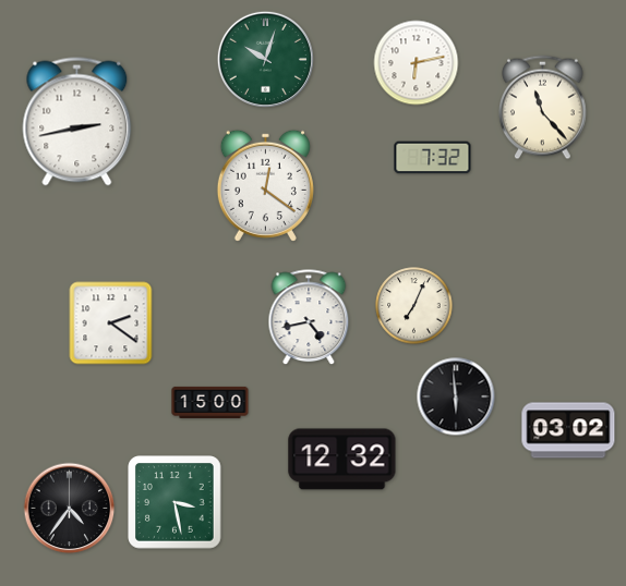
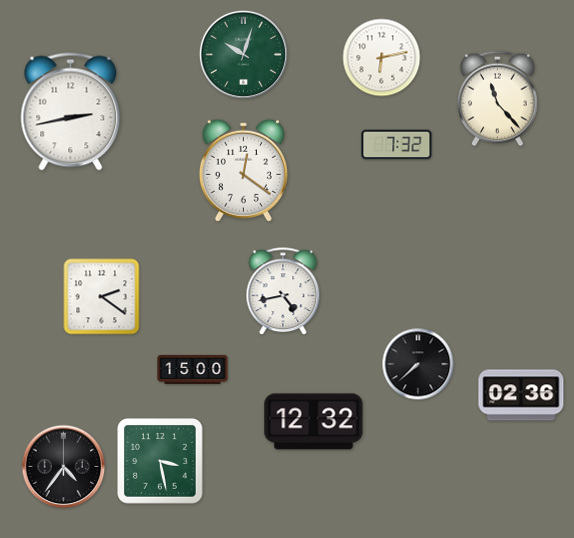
clock at (414, 306): 7:04 -> none
clock at (456, 396): 5:59 -> 7:38
clock at (568, 430): 03:02 -> 02:36
